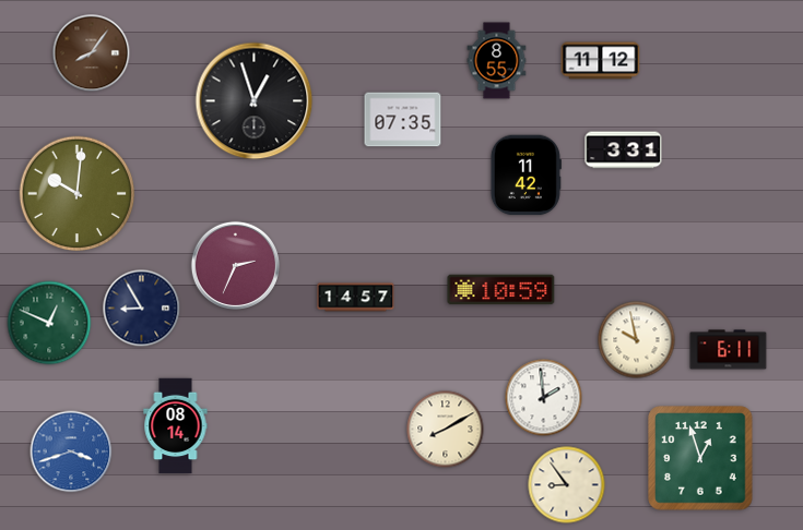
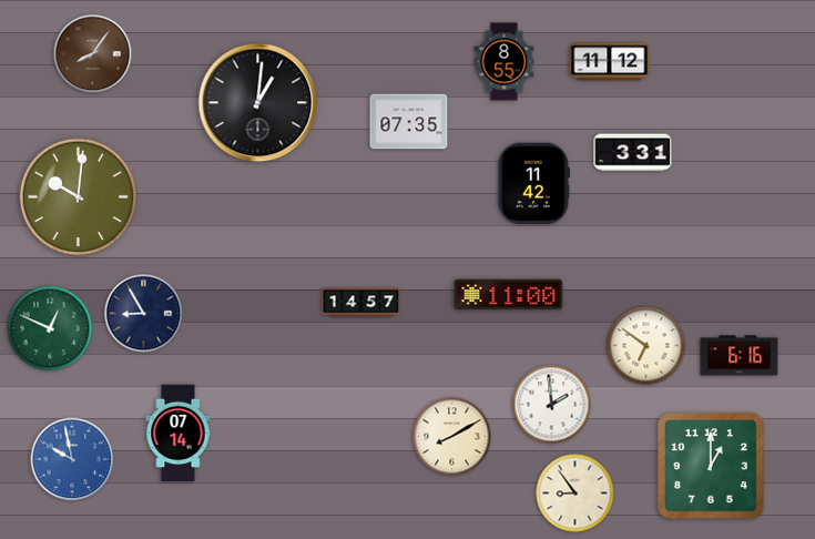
clock at (255, 101): 12:57 -> 1:01
clock at (526, 176) position: (526, 176) -> (533, 184)
clock at (235, 265): 2:34 -> none
clock at (501, 290): 10:59 -> 11:00
clock at (637, 340): 9:58 -> 6:51
clock at (729, 350): 6:11 -> 6:16
clock at (176, 426): 08:14 -> 07:14
clock at (71, 451): 3:42 -> 9:58
clock at (700, 458): 12:57 -> 1:00
